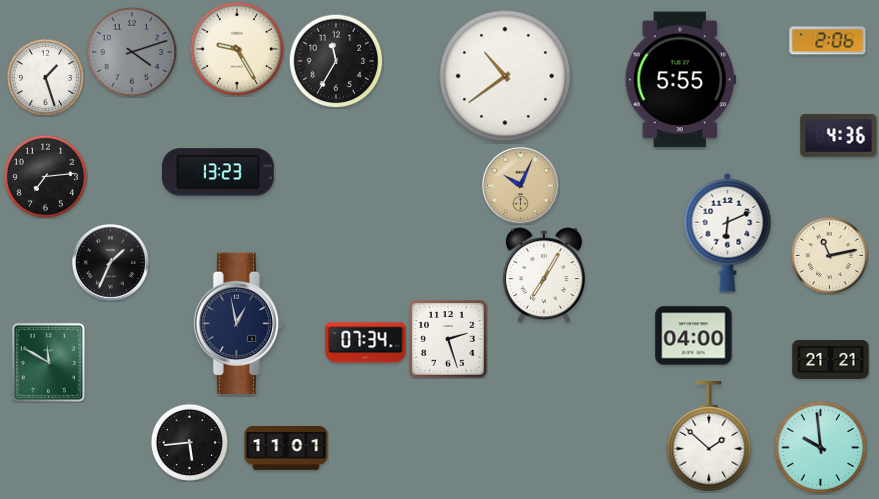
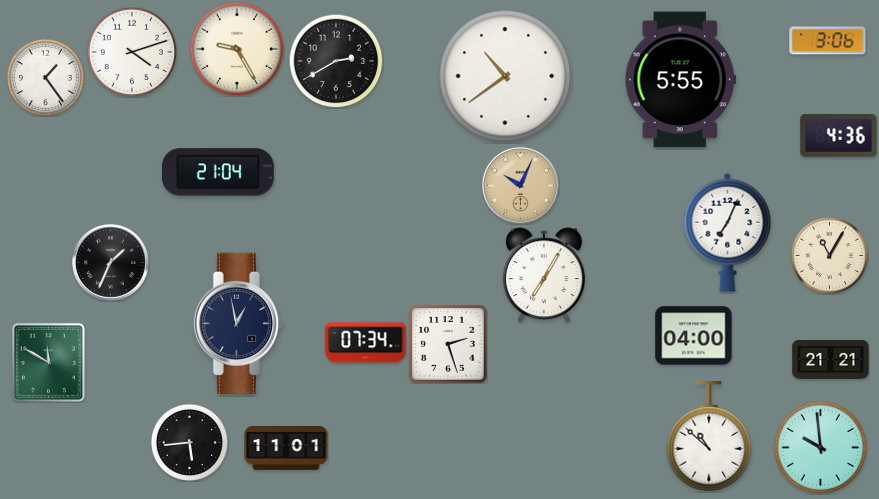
clock at (828, 41): 2:06 -> 3:06
clock at (132, 52) dial: grey -> white
clock at (336, 61): 11:35 -> 2:40
clock at (45, 77): 1:27 -> 1:24
clock at (219, 172): 13:23 -> 21:04
clock at (45, 176): 7:14 -> none
clock at (728, 232): 6:11 -> 7:04
clock at (829, 255): 11:13 -> 11:05
clock at (448, 339) position: (448, 339) -> (448, 344)
clock at (709, 437): 1:52 -> 10:52
